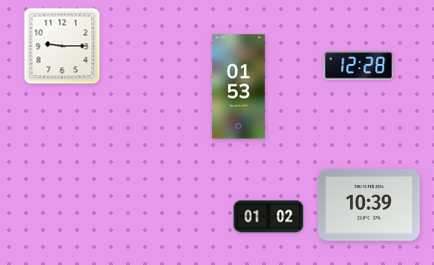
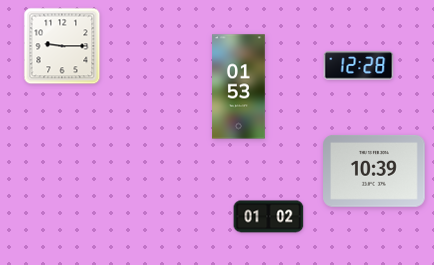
clock at (369, 205) position: (369, 205) -> (374, 171)
